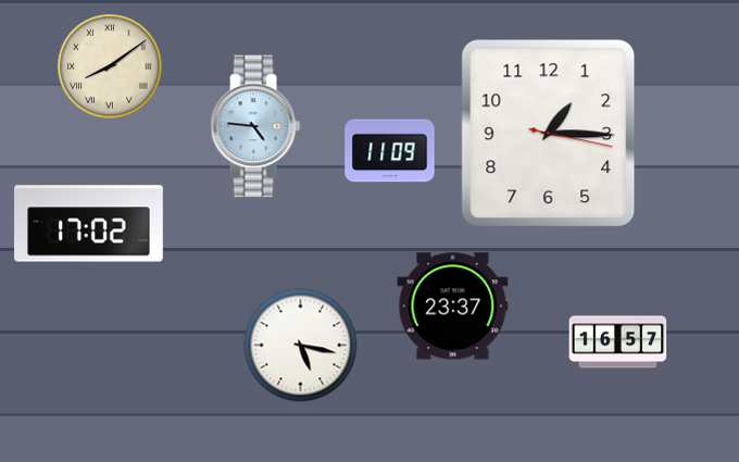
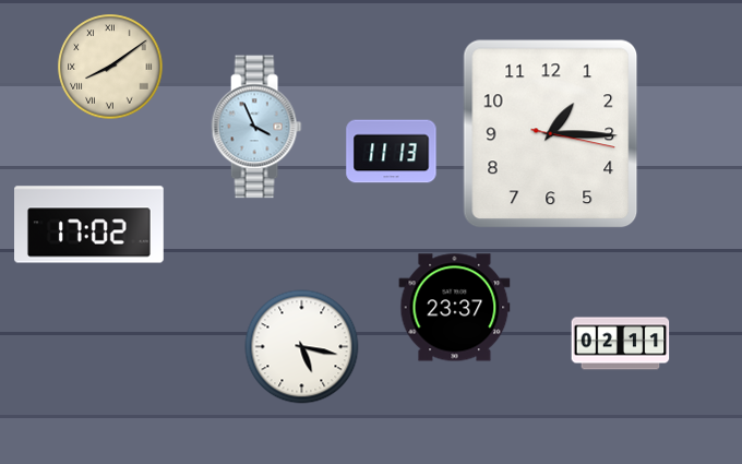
clock at (255, 126): 4:46 -> 3:56
clock at (390, 151): 11:09 -> 11:13
clock at (618, 342): 16:57 -> 02:11
